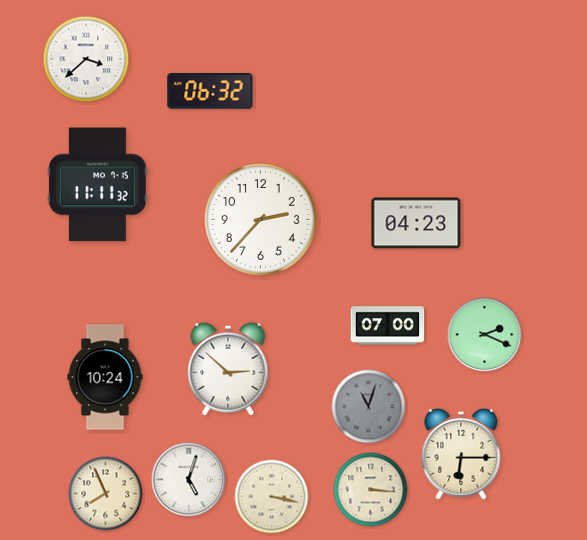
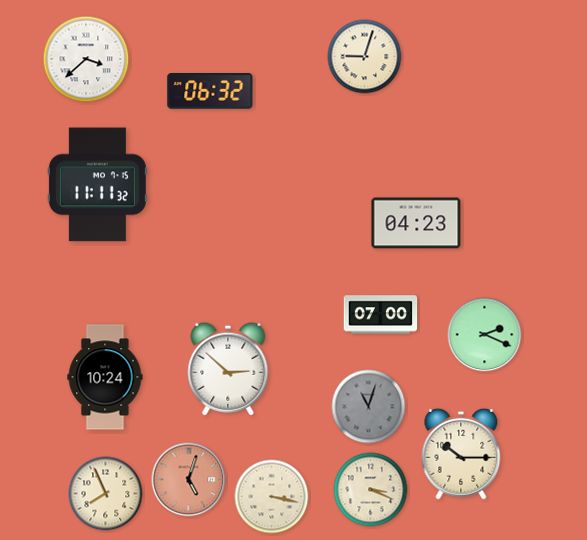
clock at (365, 57): none -> 9:03
clock at (261, 220): 2:37 -> none
clock at (388, 326) position: (388, 326) -> (381, 315)
clock at (461, 454): 6:15 -> 10:15
clock at (189, 480) dial: white -> salmon
clock at (371, 490): 3:16 -> 3:19
